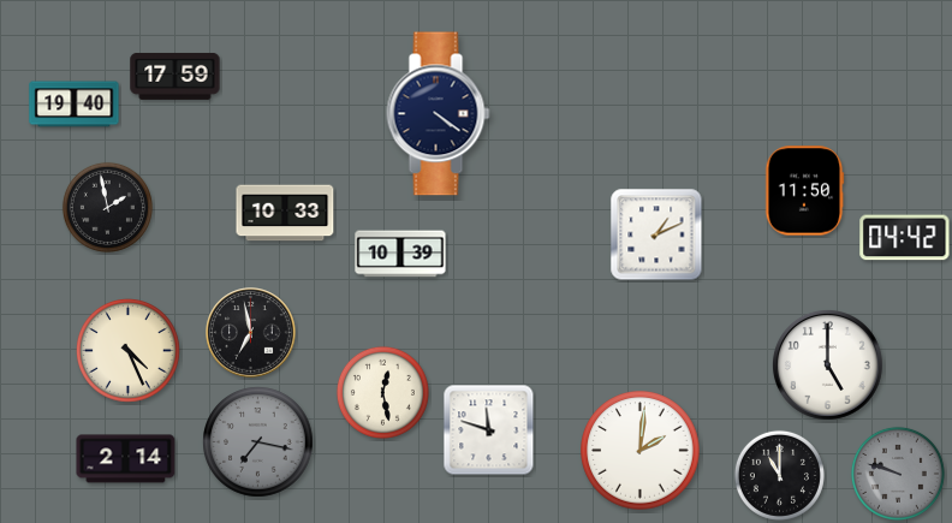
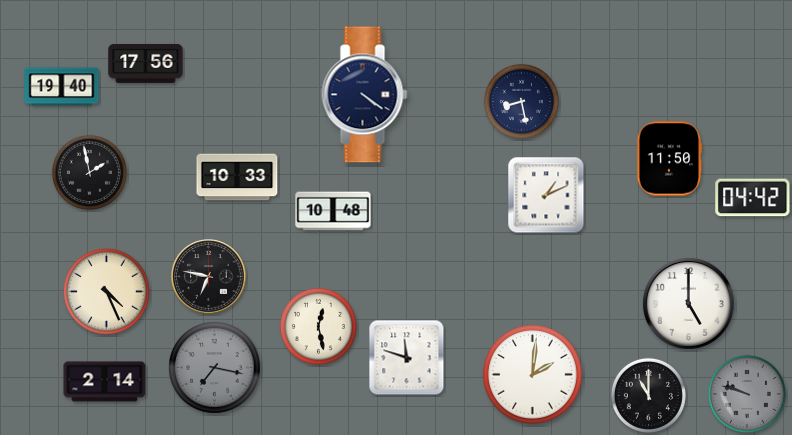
clock at (175, 76): 17:59 -> 17:56
clock at (521, 101): none -> 8:28
clock at (400, 254): 10:39 -> 10:48
clock at (251, 333): 6:58 -> 6:47
